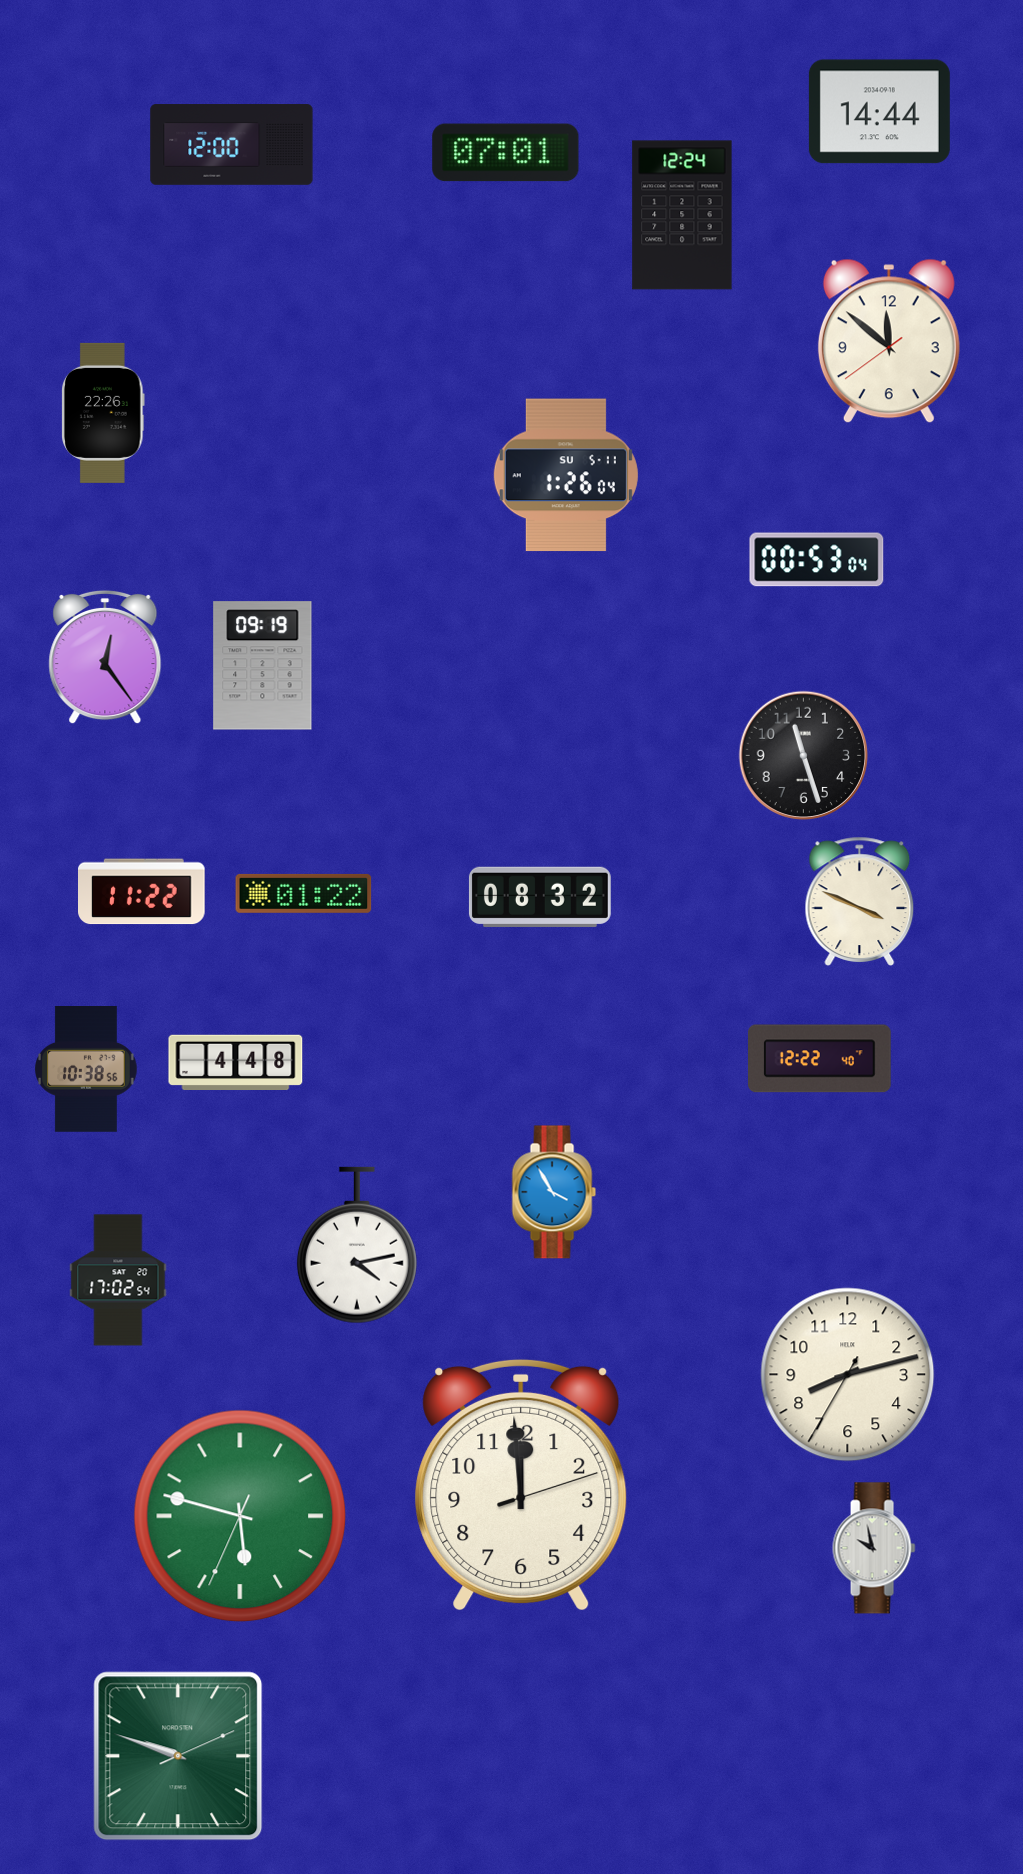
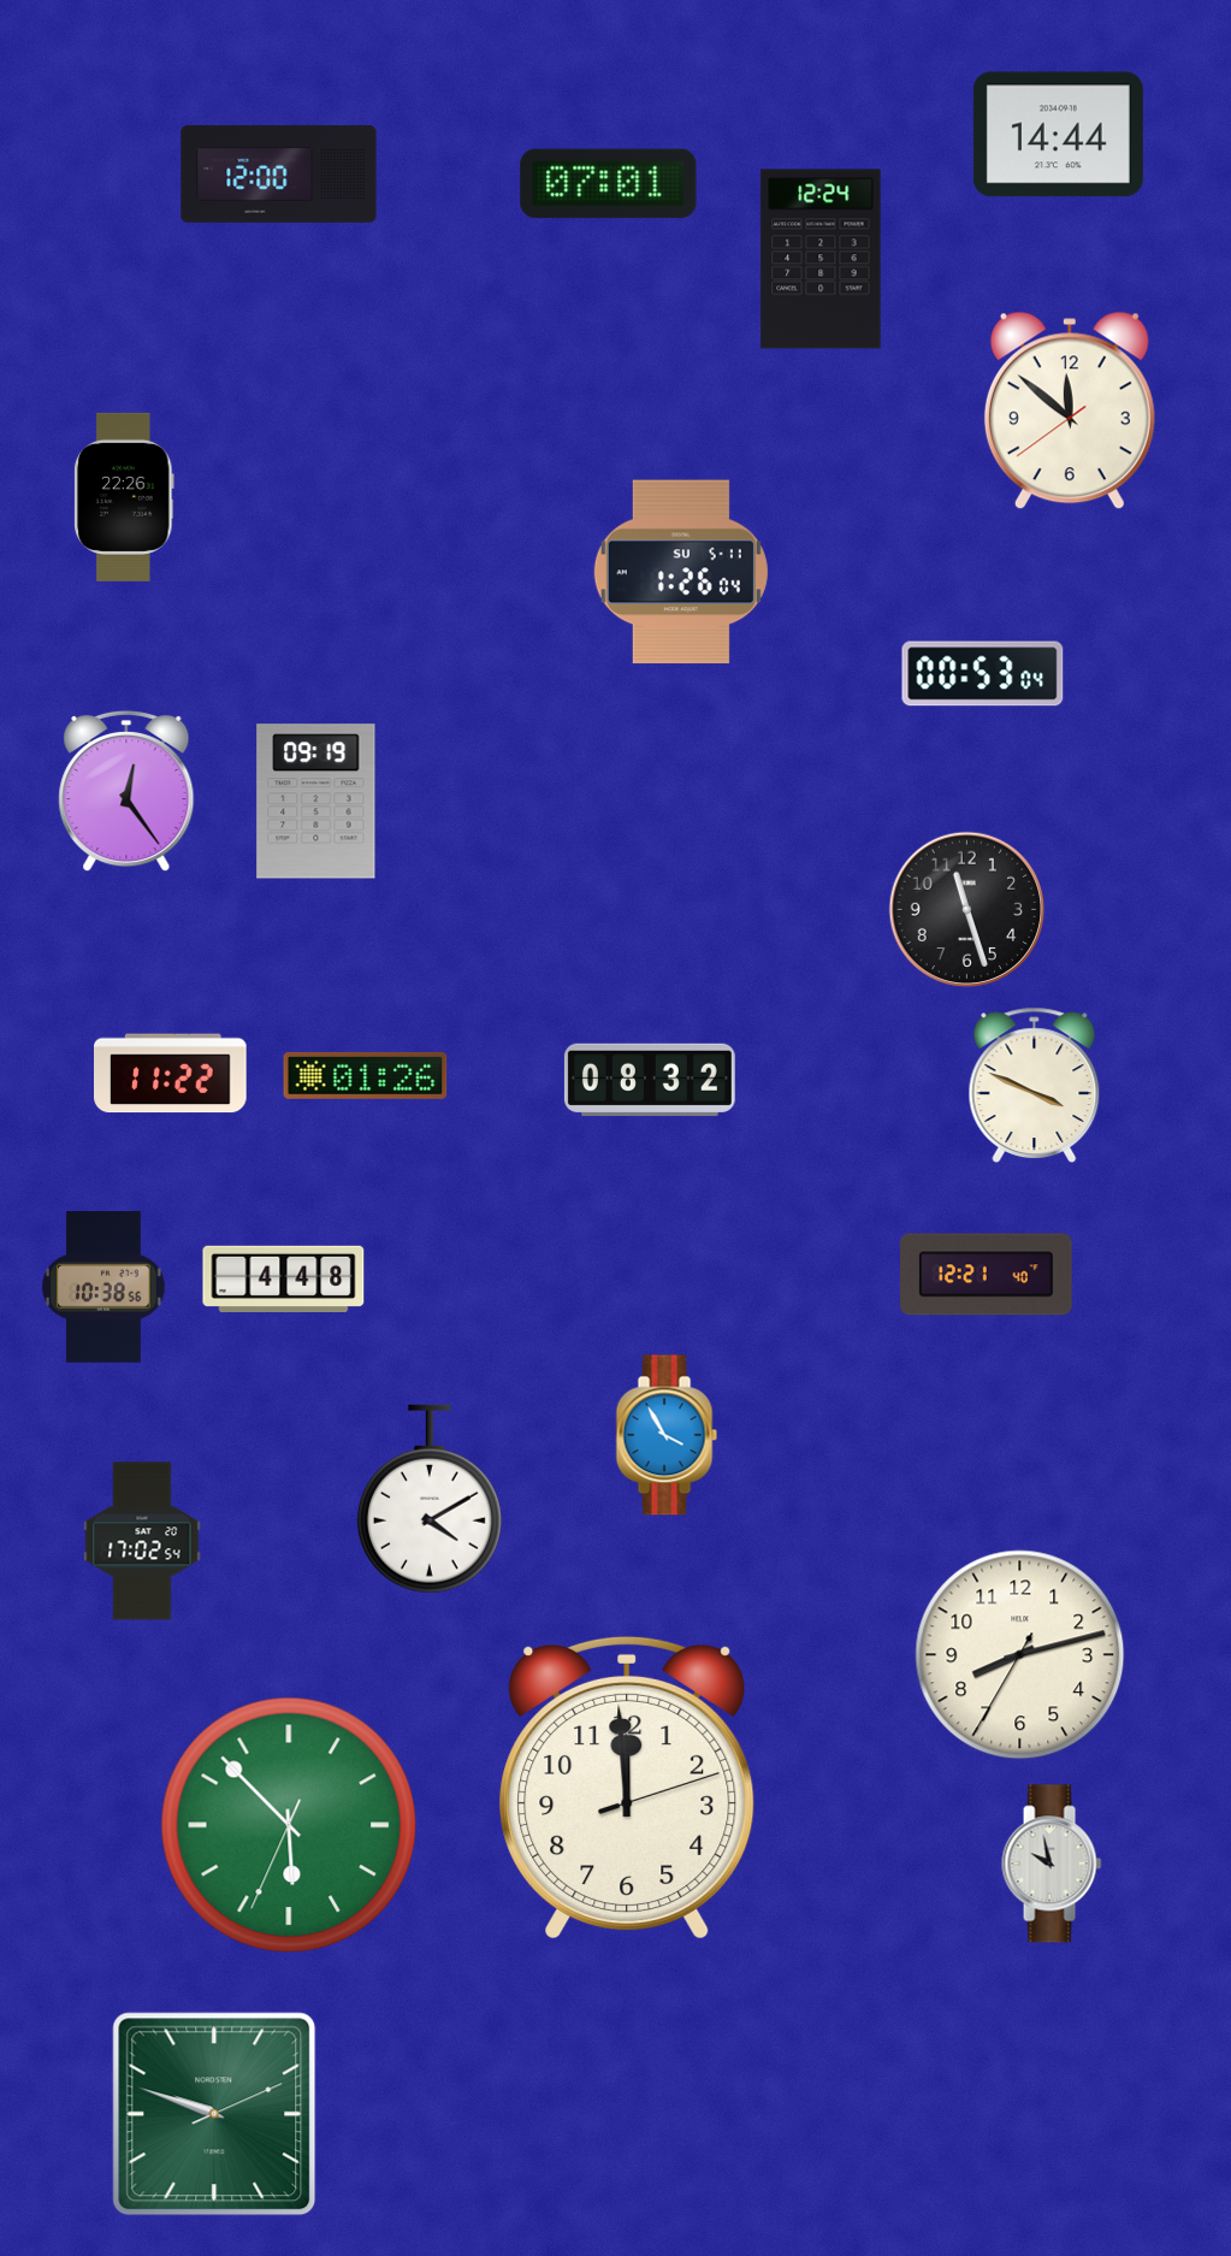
clock at (304, 893): 01:22 -> 01:26
clock at (820, 1059): 12:22 -> 12:21
clock at (357, 1245): 4:13 -> 4:10
clock at (240, 1516): 5:47 -> 5:52
